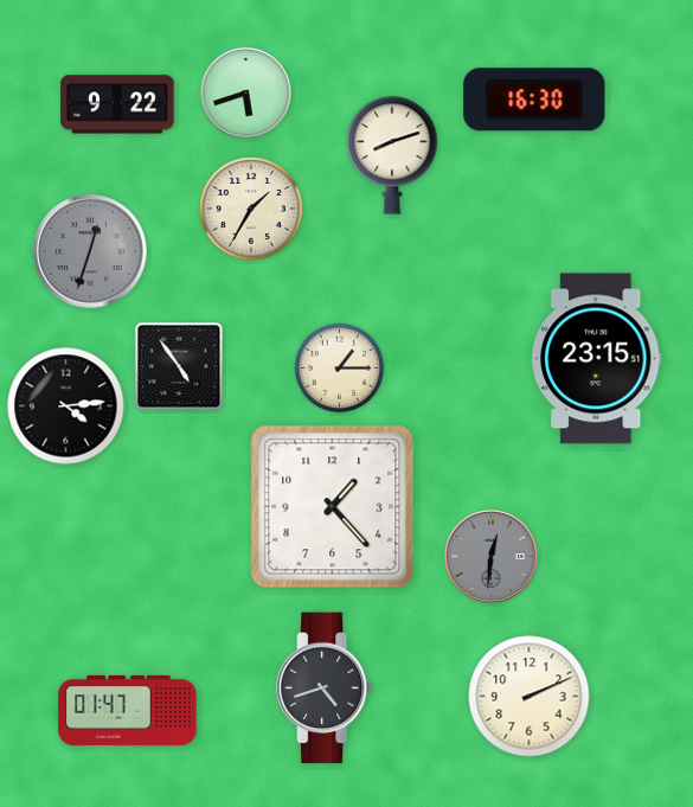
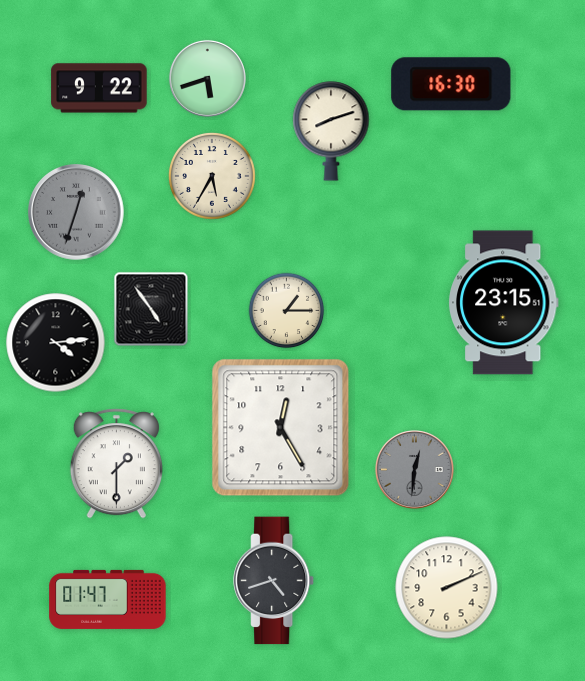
clock at (251, 209): 1:35 -> 5:35
clock at (333, 507): 1:23 -> 12:25
clock at (116, 464): none -> 1:30
